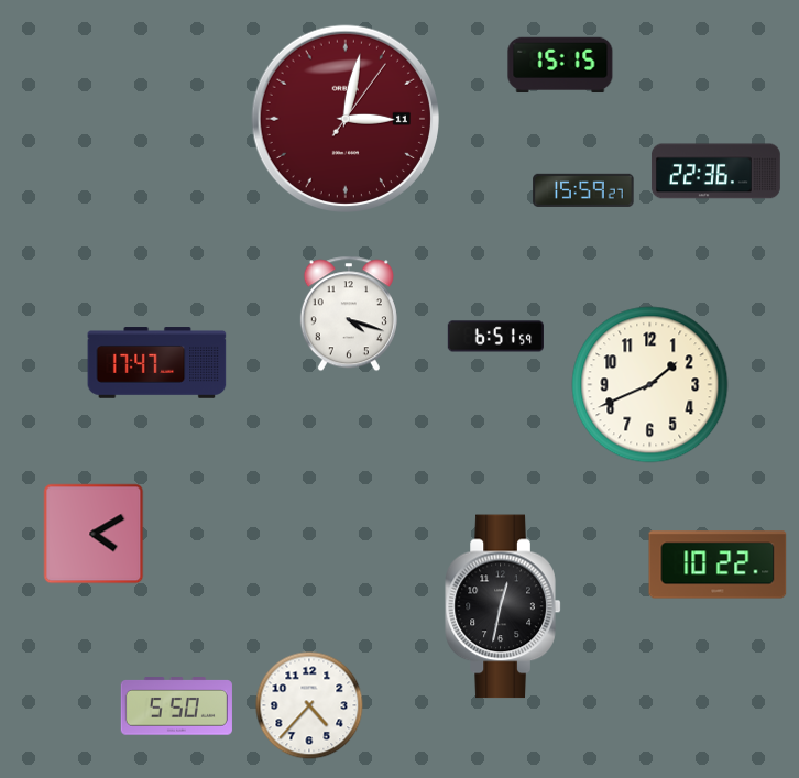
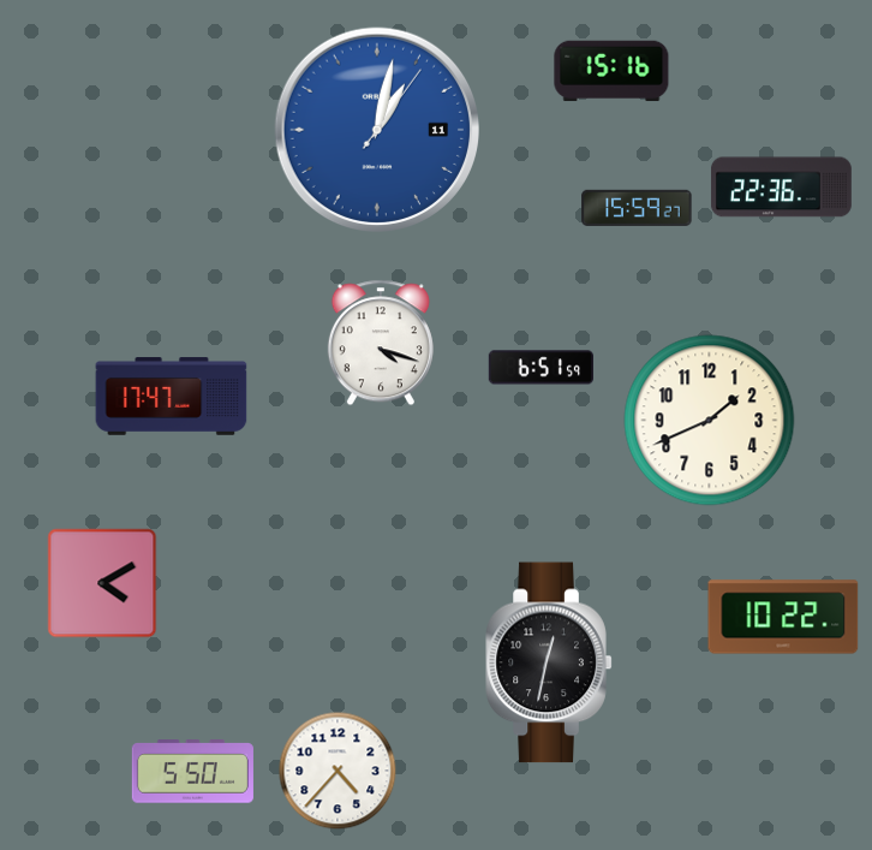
clock at (560, 65): 15:15 -> 15:16
clock at (346, 119): 3:02 -> 1:02
clock at (346, 119) dial: burgundy -> blue
